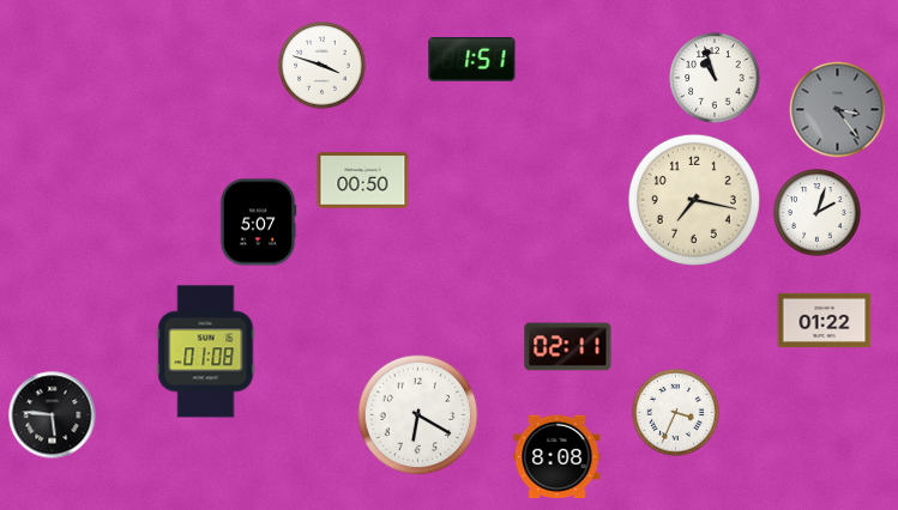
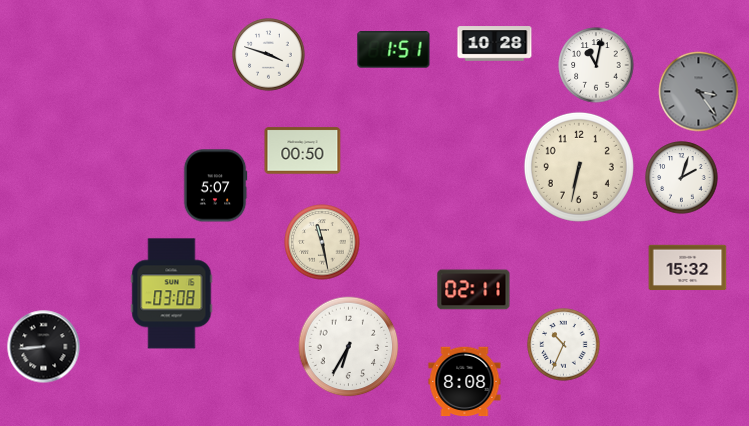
clock at (495, 44): none -> 10:28
clock at (715, 78): 10:57 -> 11:02
clock at (694, 200): 7:17 -> 6:32
clock at (322, 242): none -> 11:28
clock at (825, 321): 01:22 -> 15:32
clock at (206, 352): 01:08 -> 03:08
clock at (676, 413): 3:34 -> 10:34
clock at (53, 415): 5:46 -> 8:44
clock at (418, 415): 6:20 -> 6:35
